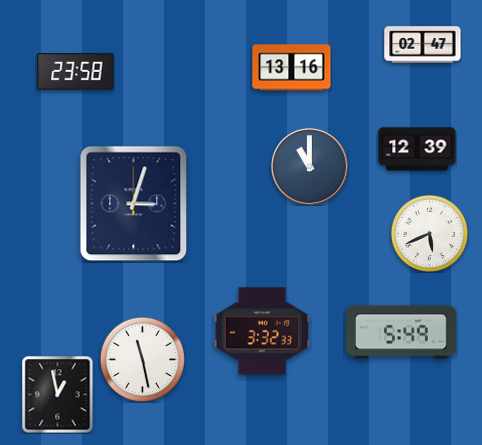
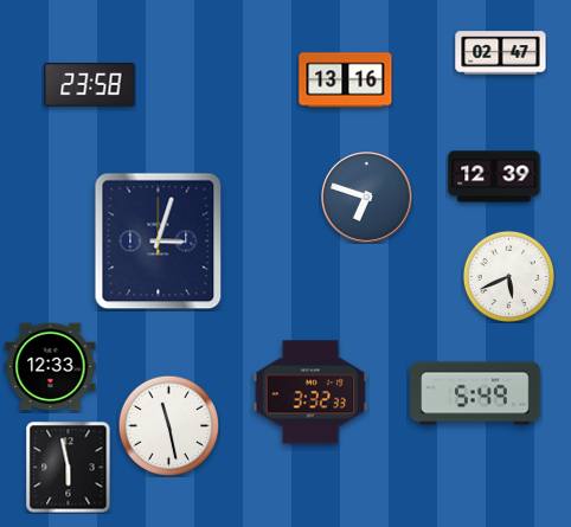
clock at (310, 167): 11:00 -> 6:48
clock at (51, 367): none -> 12:33
clock at (58, 394): 12:58 -> 5:58
